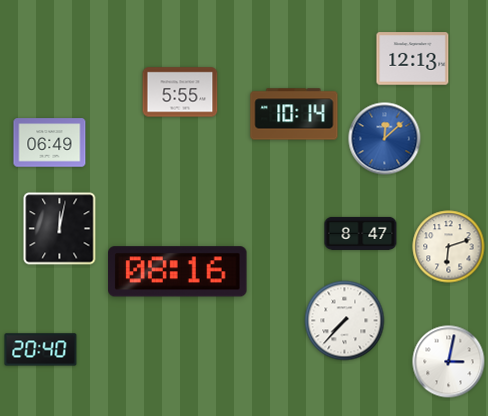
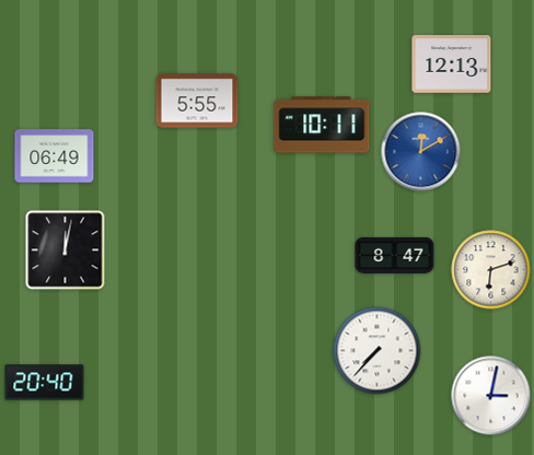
clock at (294, 114): 10:14 -> 10:11
clock at (385, 139): 12:08 -> 12:10
clock at (178, 272): 08:16 -> none
